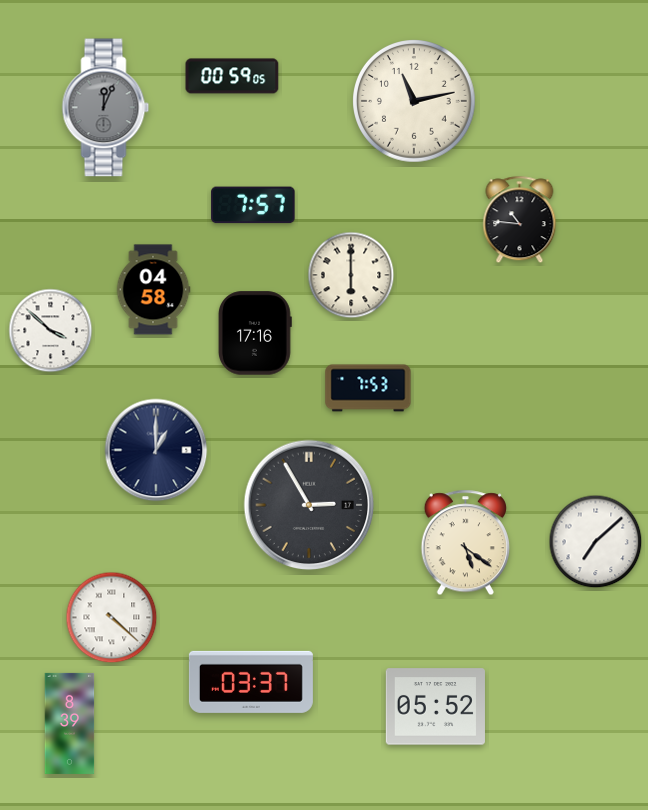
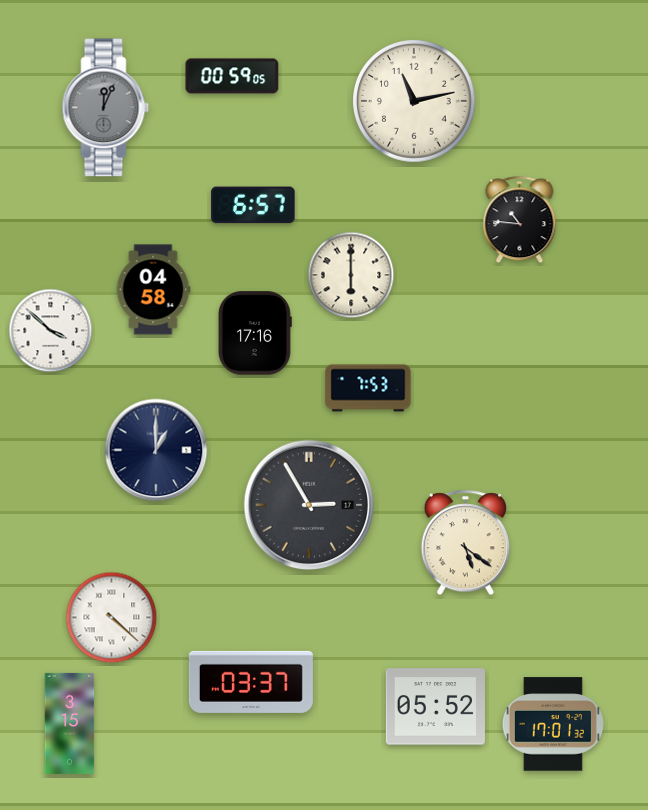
clock at (253, 205): 7:57 -> 6:57
clock at (596, 542): 7:08 -> none
clock at (70, 723): 8:39 -> 3:15
clock at (553, 724): none -> 17:01
